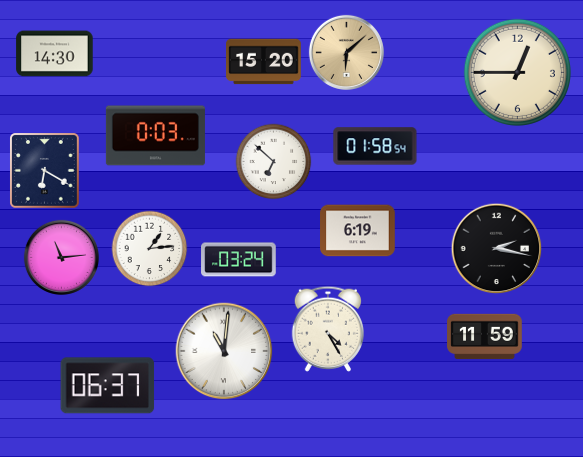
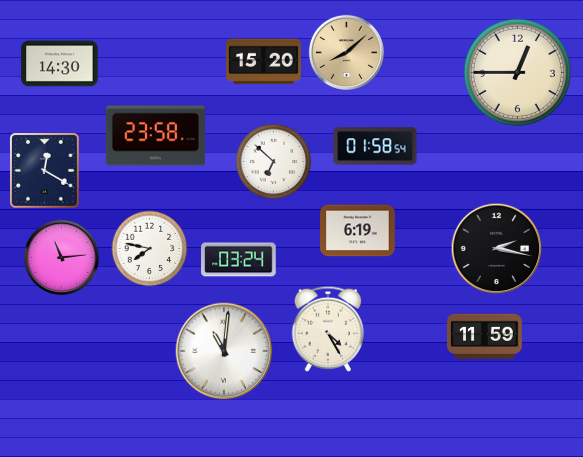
clock at (346, 52): 6:08 -> 8:08
clock at (55, 54) position: (55, 54) -> (60, 64)
clock at (155, 136): 0:03 -> 23:58
clock at (45, 171): 6:20 -> 12:20
clock at (150, 249): 1:14 -> 7:47
clock at (108, 386): 06:37 -> none
